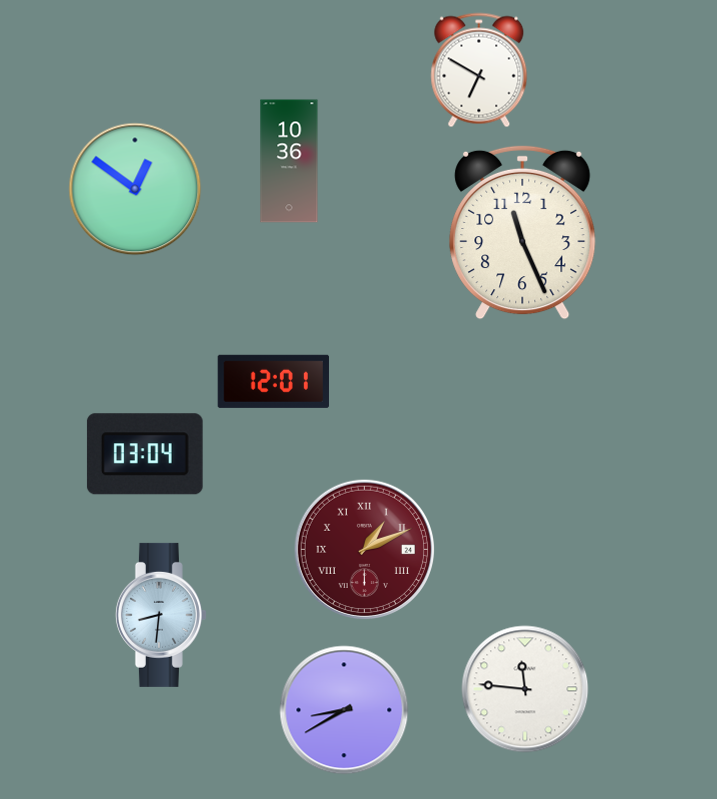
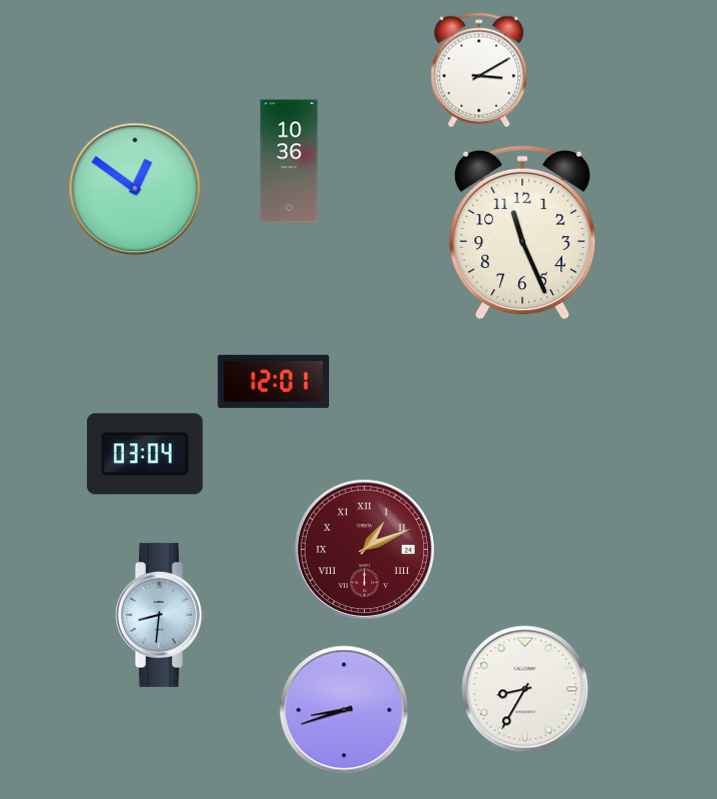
clock at (479, 70): 6:50 -> 3:10
clock at (525, 689): 11:46 -> 8:35
clock at (344, 710): 8:40 -> 8:42
